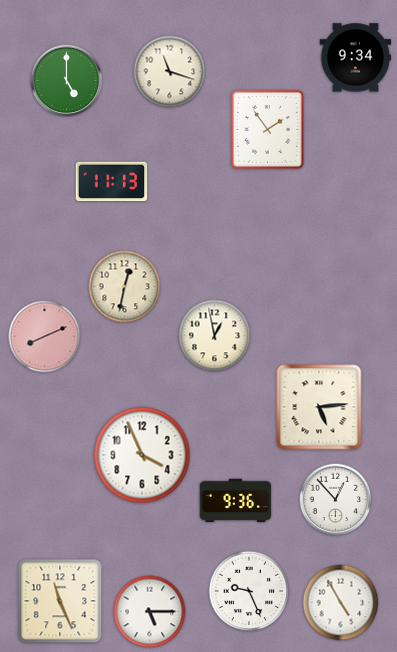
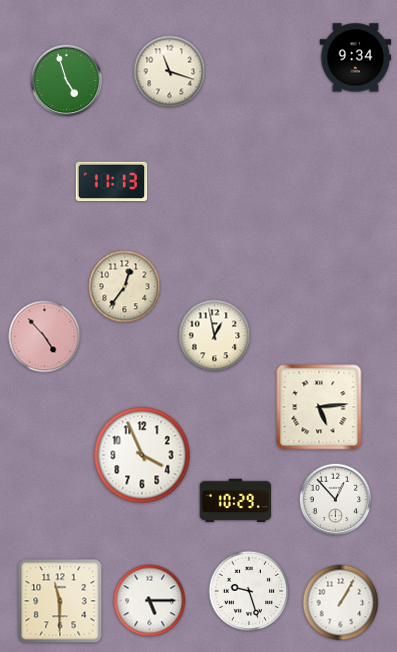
clock at (67, 81): 5:00 -> 4:57
clock at (267, 129): 1:54 -> none
clock at (125, 287): 12:32 -> 12:36
clock at (45, 337): 8:11 -> 4:53
clock at (236, 501): 9:36 -> 10:29
clock at (249, 591): 9:26 -> 9:27
clock at (60, 601): 11:26 -> 11:30
clock at (341, 603): 4:55 -> 1:05
clock at (150, 612) position: (150, 612) -> (150, 601)
